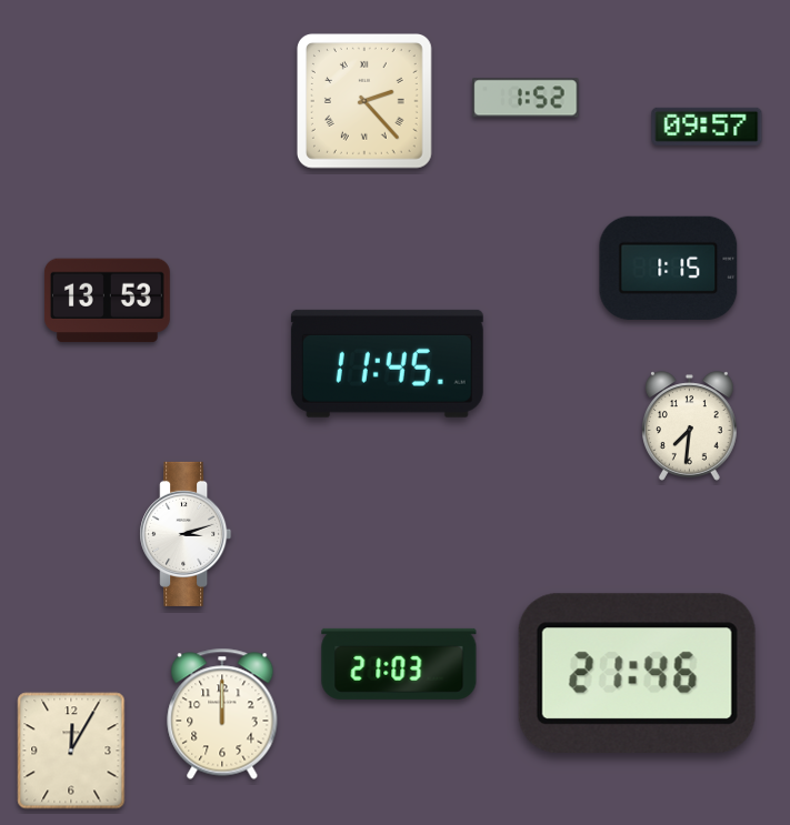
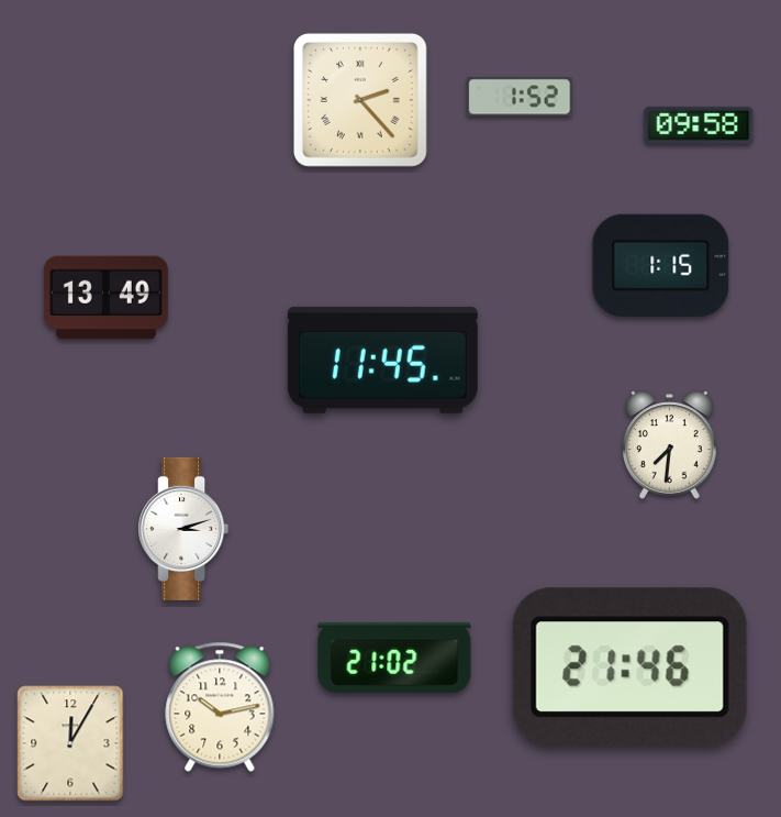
clock at (707, 127): 09:57 -> 09:58
clock at (107, 301): 13:53 -> 13:49
clock at (690, 426) position: (690, 426) -> (670, 445)
clock at (399, 664): 21:03 -> 21:02
clock at (222, 714): 12:00 -> 10:13
